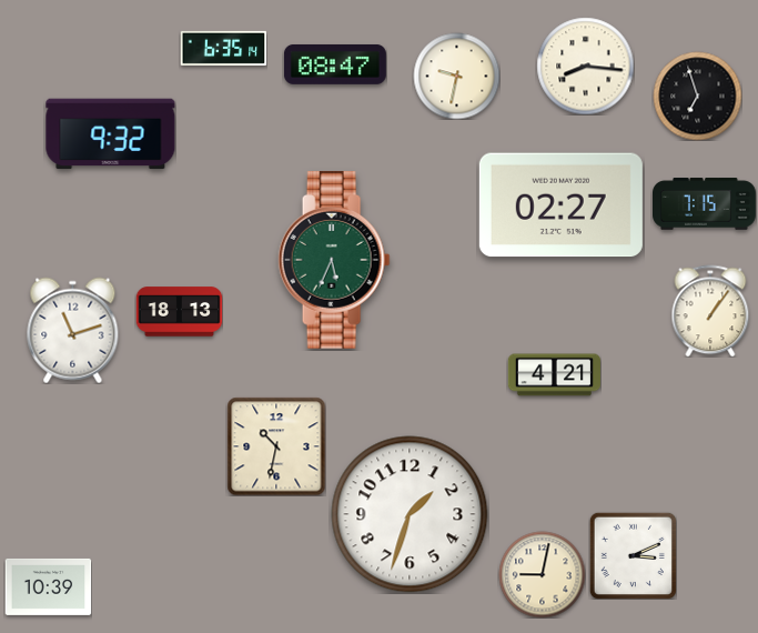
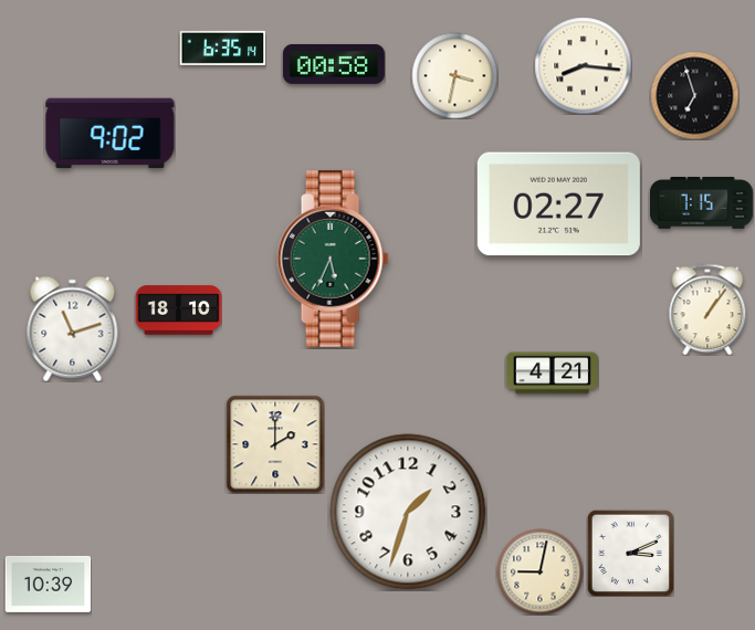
clock at (335, 64): 08:47 -> 00:58
clock at (456, 76): 9:32 -> 3:32
clock at (111, 134): 9:32 -> 9:02
clock at (179, 312): 18:13 -> 18:10
clock at (276, 446): 10:32 -> 2:00
